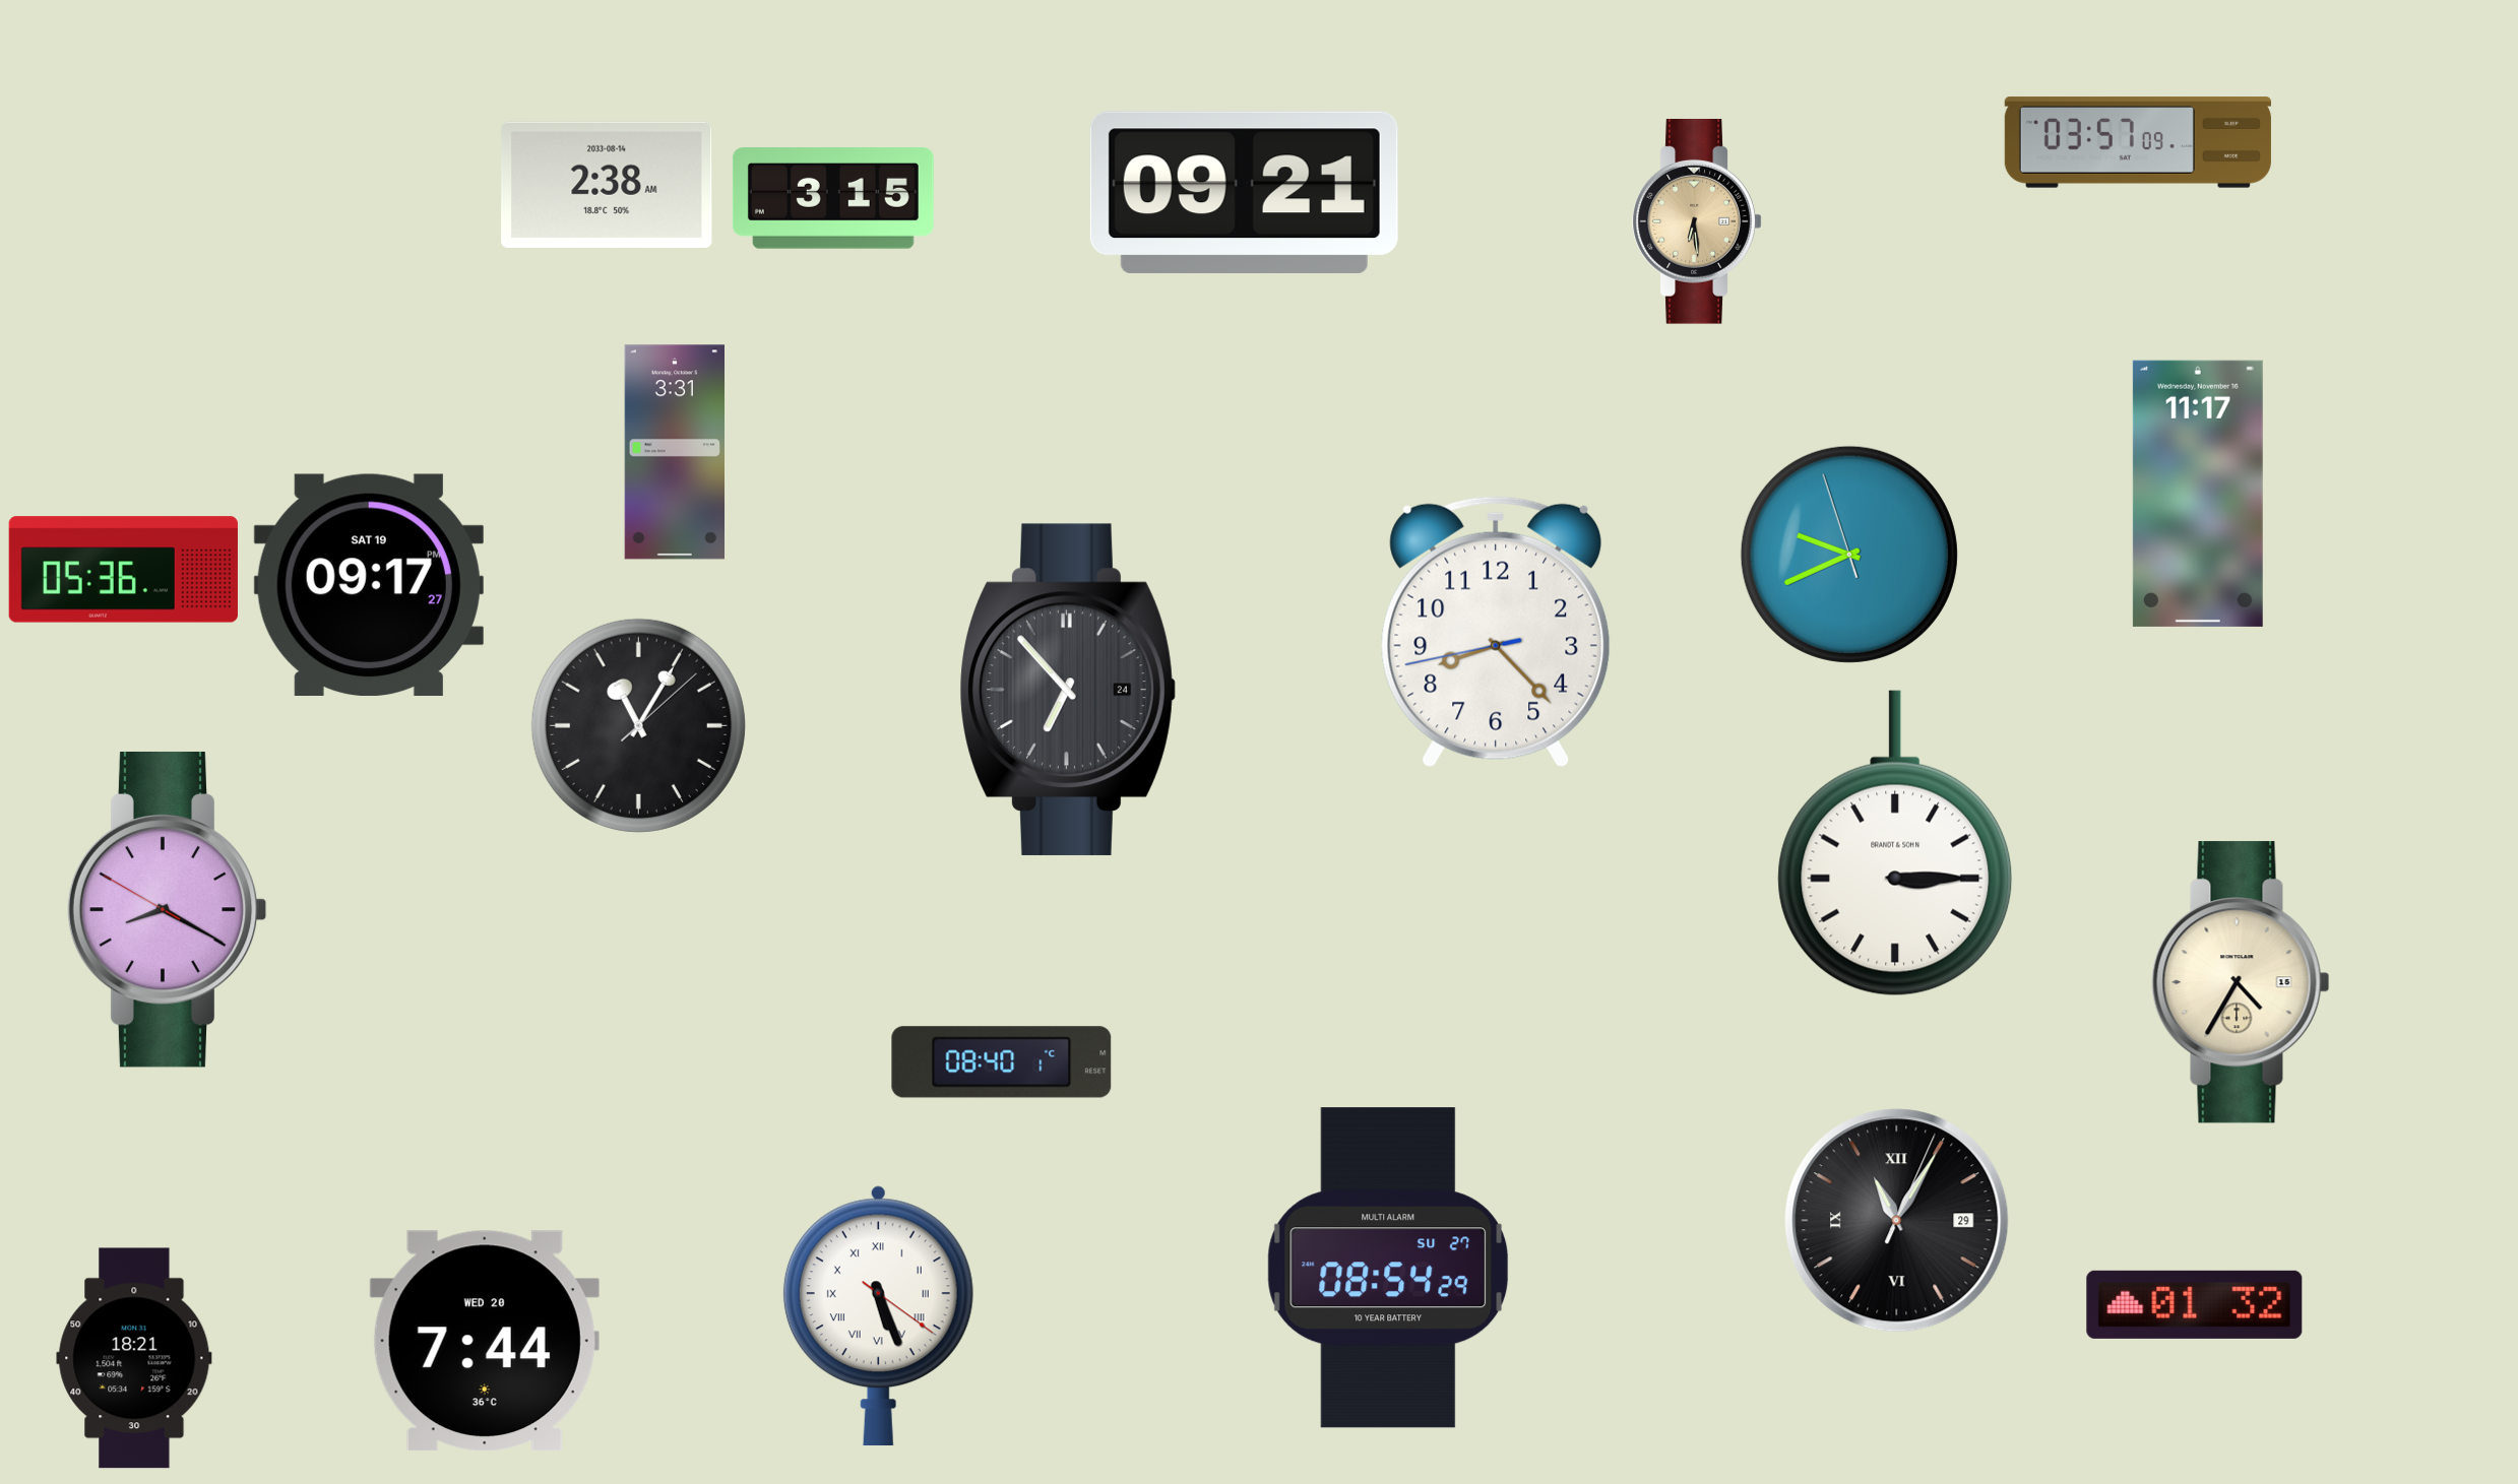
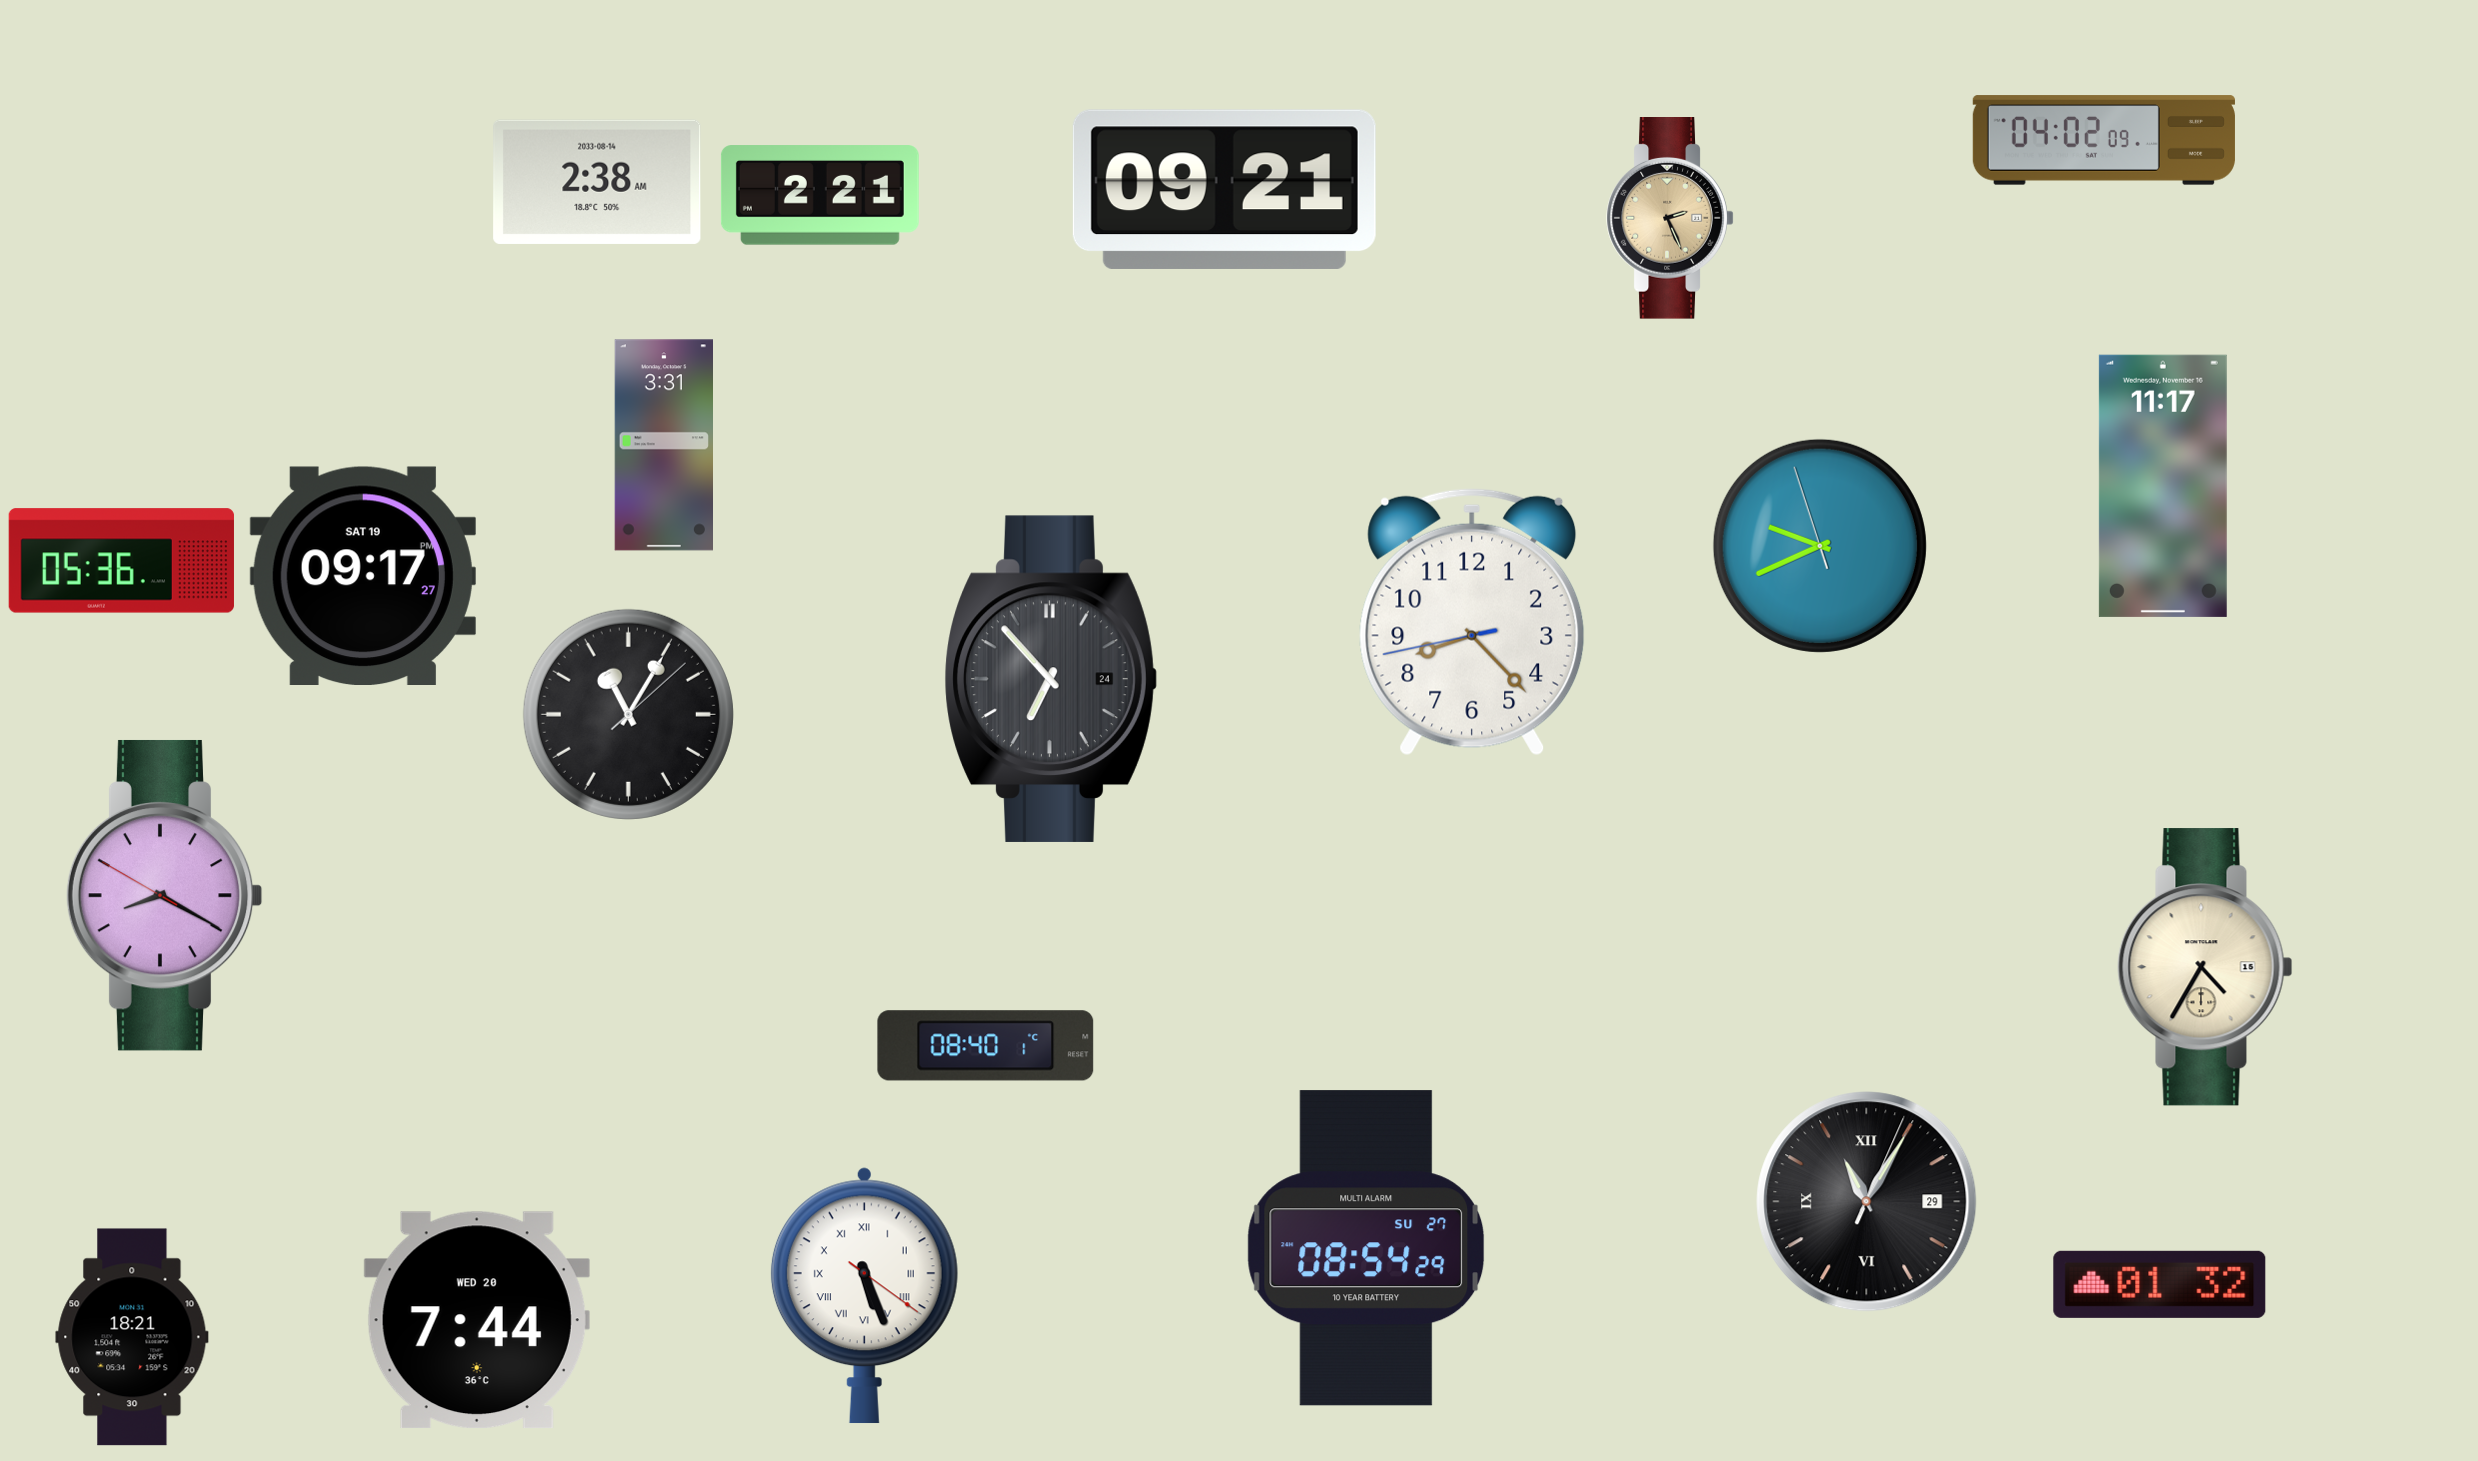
clock at (2138, 142): 03:57 -> 04:02
clock at (833, 198): 3:15 -> 2:21
clock at (1697, 222): 6:29 -> 2:26
clock at (1895, 843): 3:15 -> none
